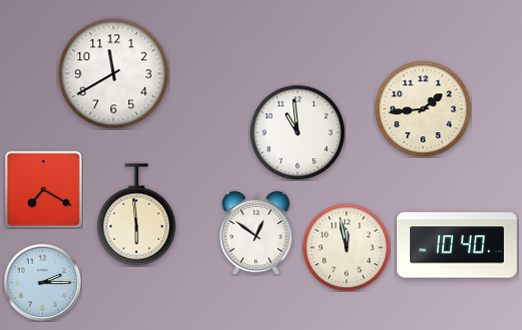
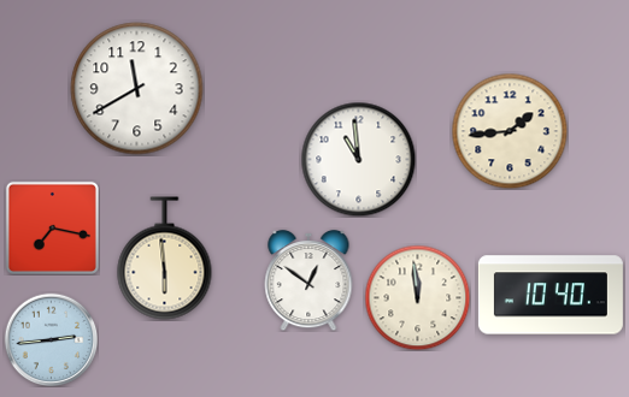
clock at (43, 189): 7:20 -> 7:17
clock at (346, 247): 11:58 -> 11:59
clock at (42, 282): 2:15 -> 2:44
